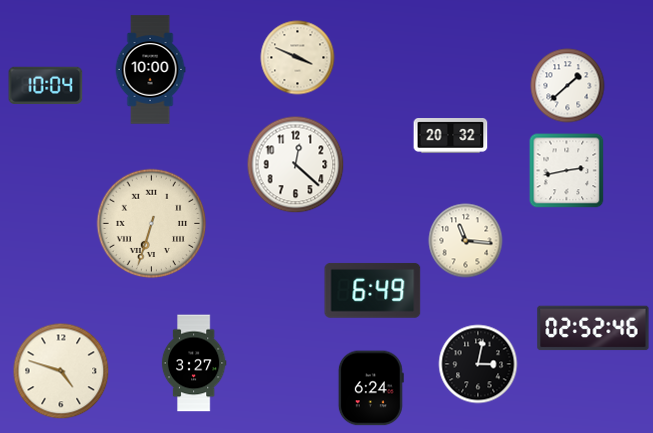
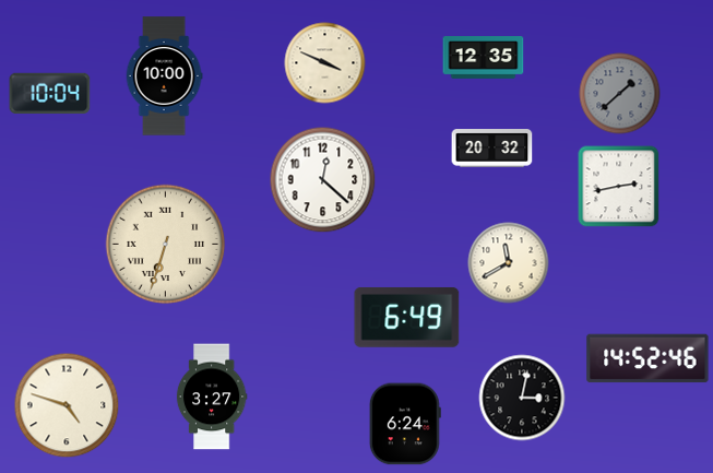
clock at (484, 58): none -> 12:35
clock at (568, 86) dial: white -> grey
clock at (466, 241): 11:16 -> 11:40
clock at (593, 328): 02:52 -> 14:52
